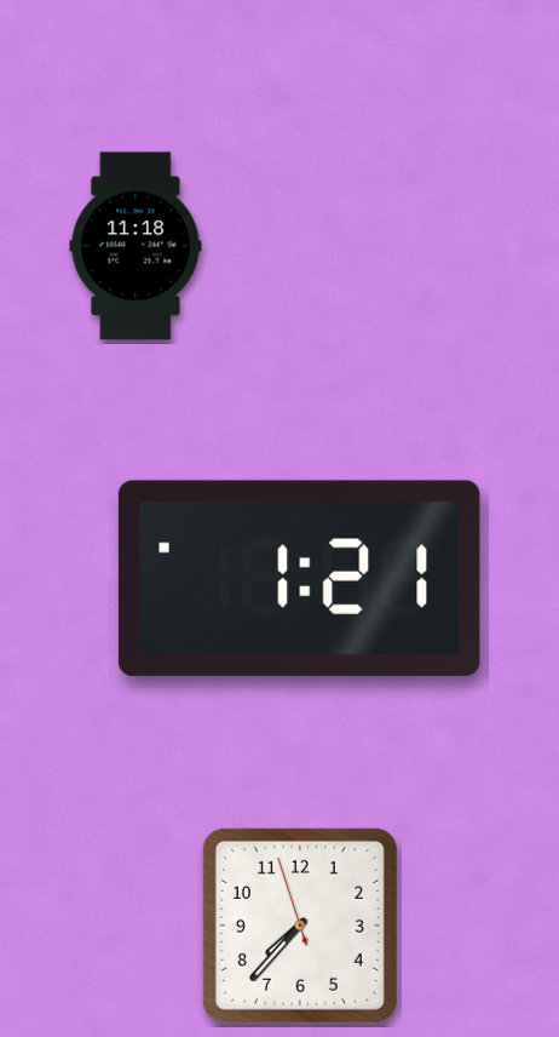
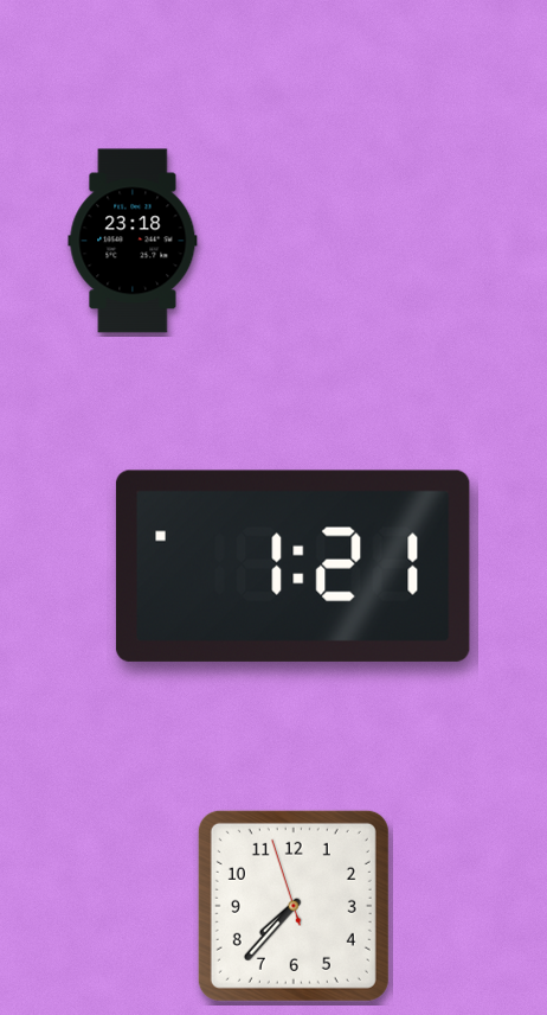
clock at (136, 246): 11:18 -> 23:18
